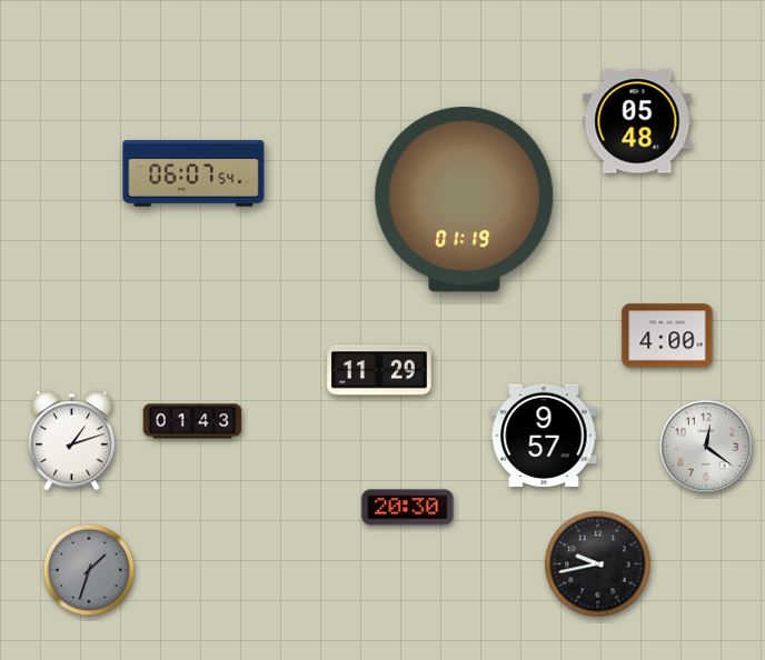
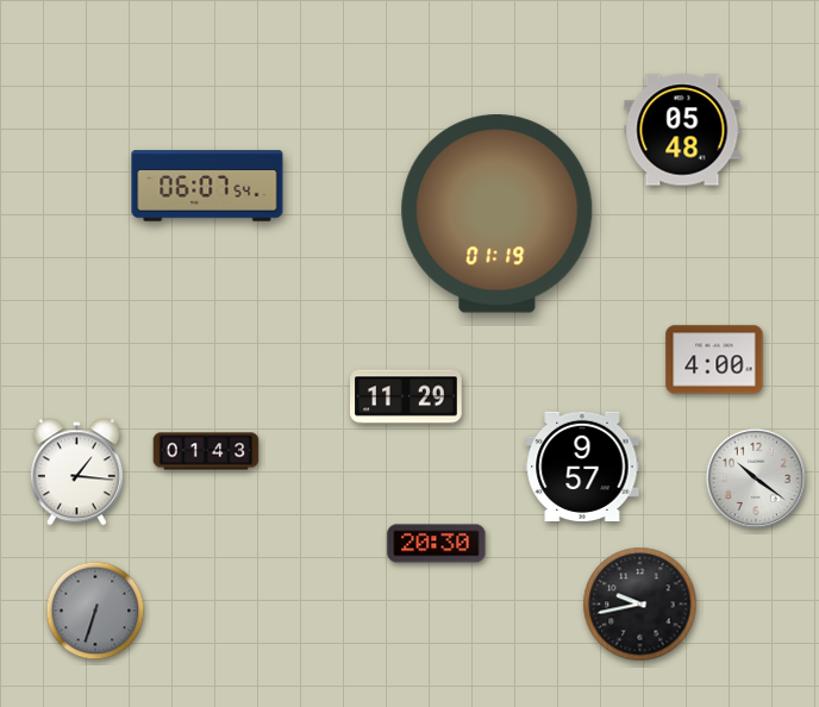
clock at (71, 441): 1:12 -> 1:16
clock at (706, 447): 12:21 -> 10:21
clock at (89, 570): 1:33 -> 6:33
